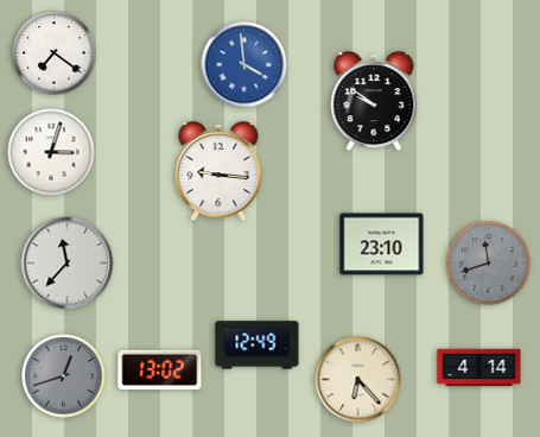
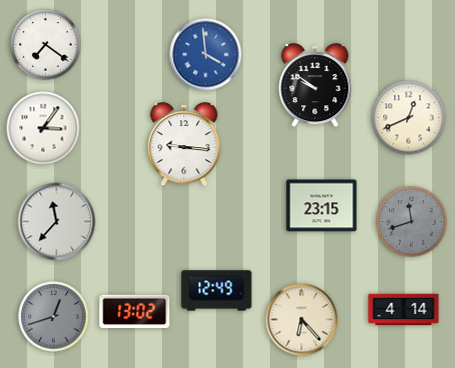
clock at (409, 118): none -> 12:41
clock at (51, 152): 3:03 -> 3:06
clock at (382, 245): 23:10 -> 23:15
